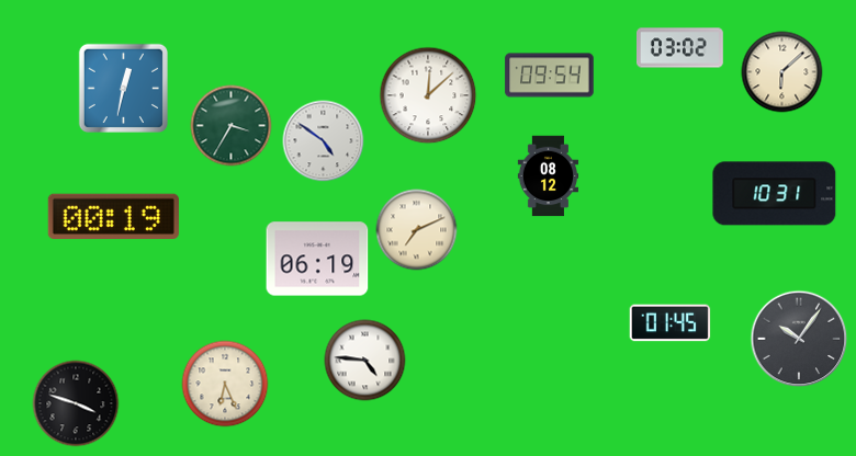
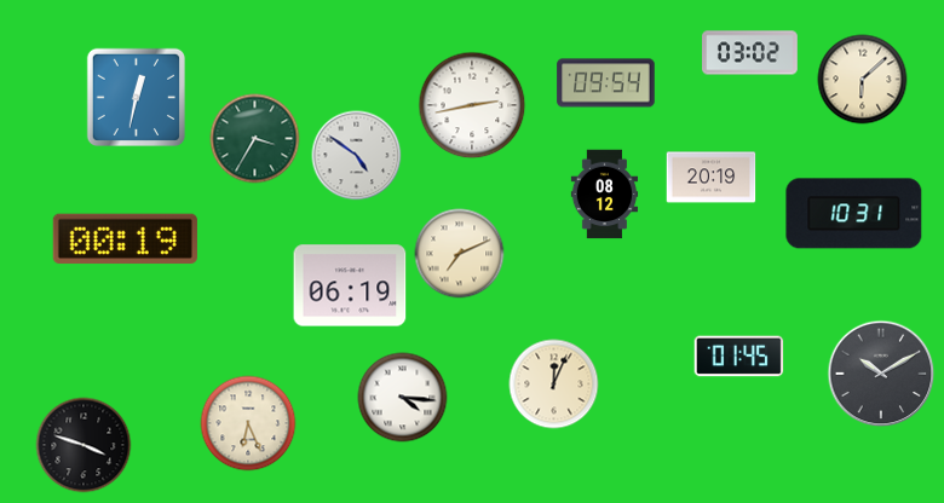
clock at (428, 95): 12:08 -> 2:43
clock at (712, 178): none -> 20:19
clock at (799, 339): 10:06 -> 10:10
clock at (554, 385): none -> 12:04
clock at (365, 361): 4:46 -> 4:16
